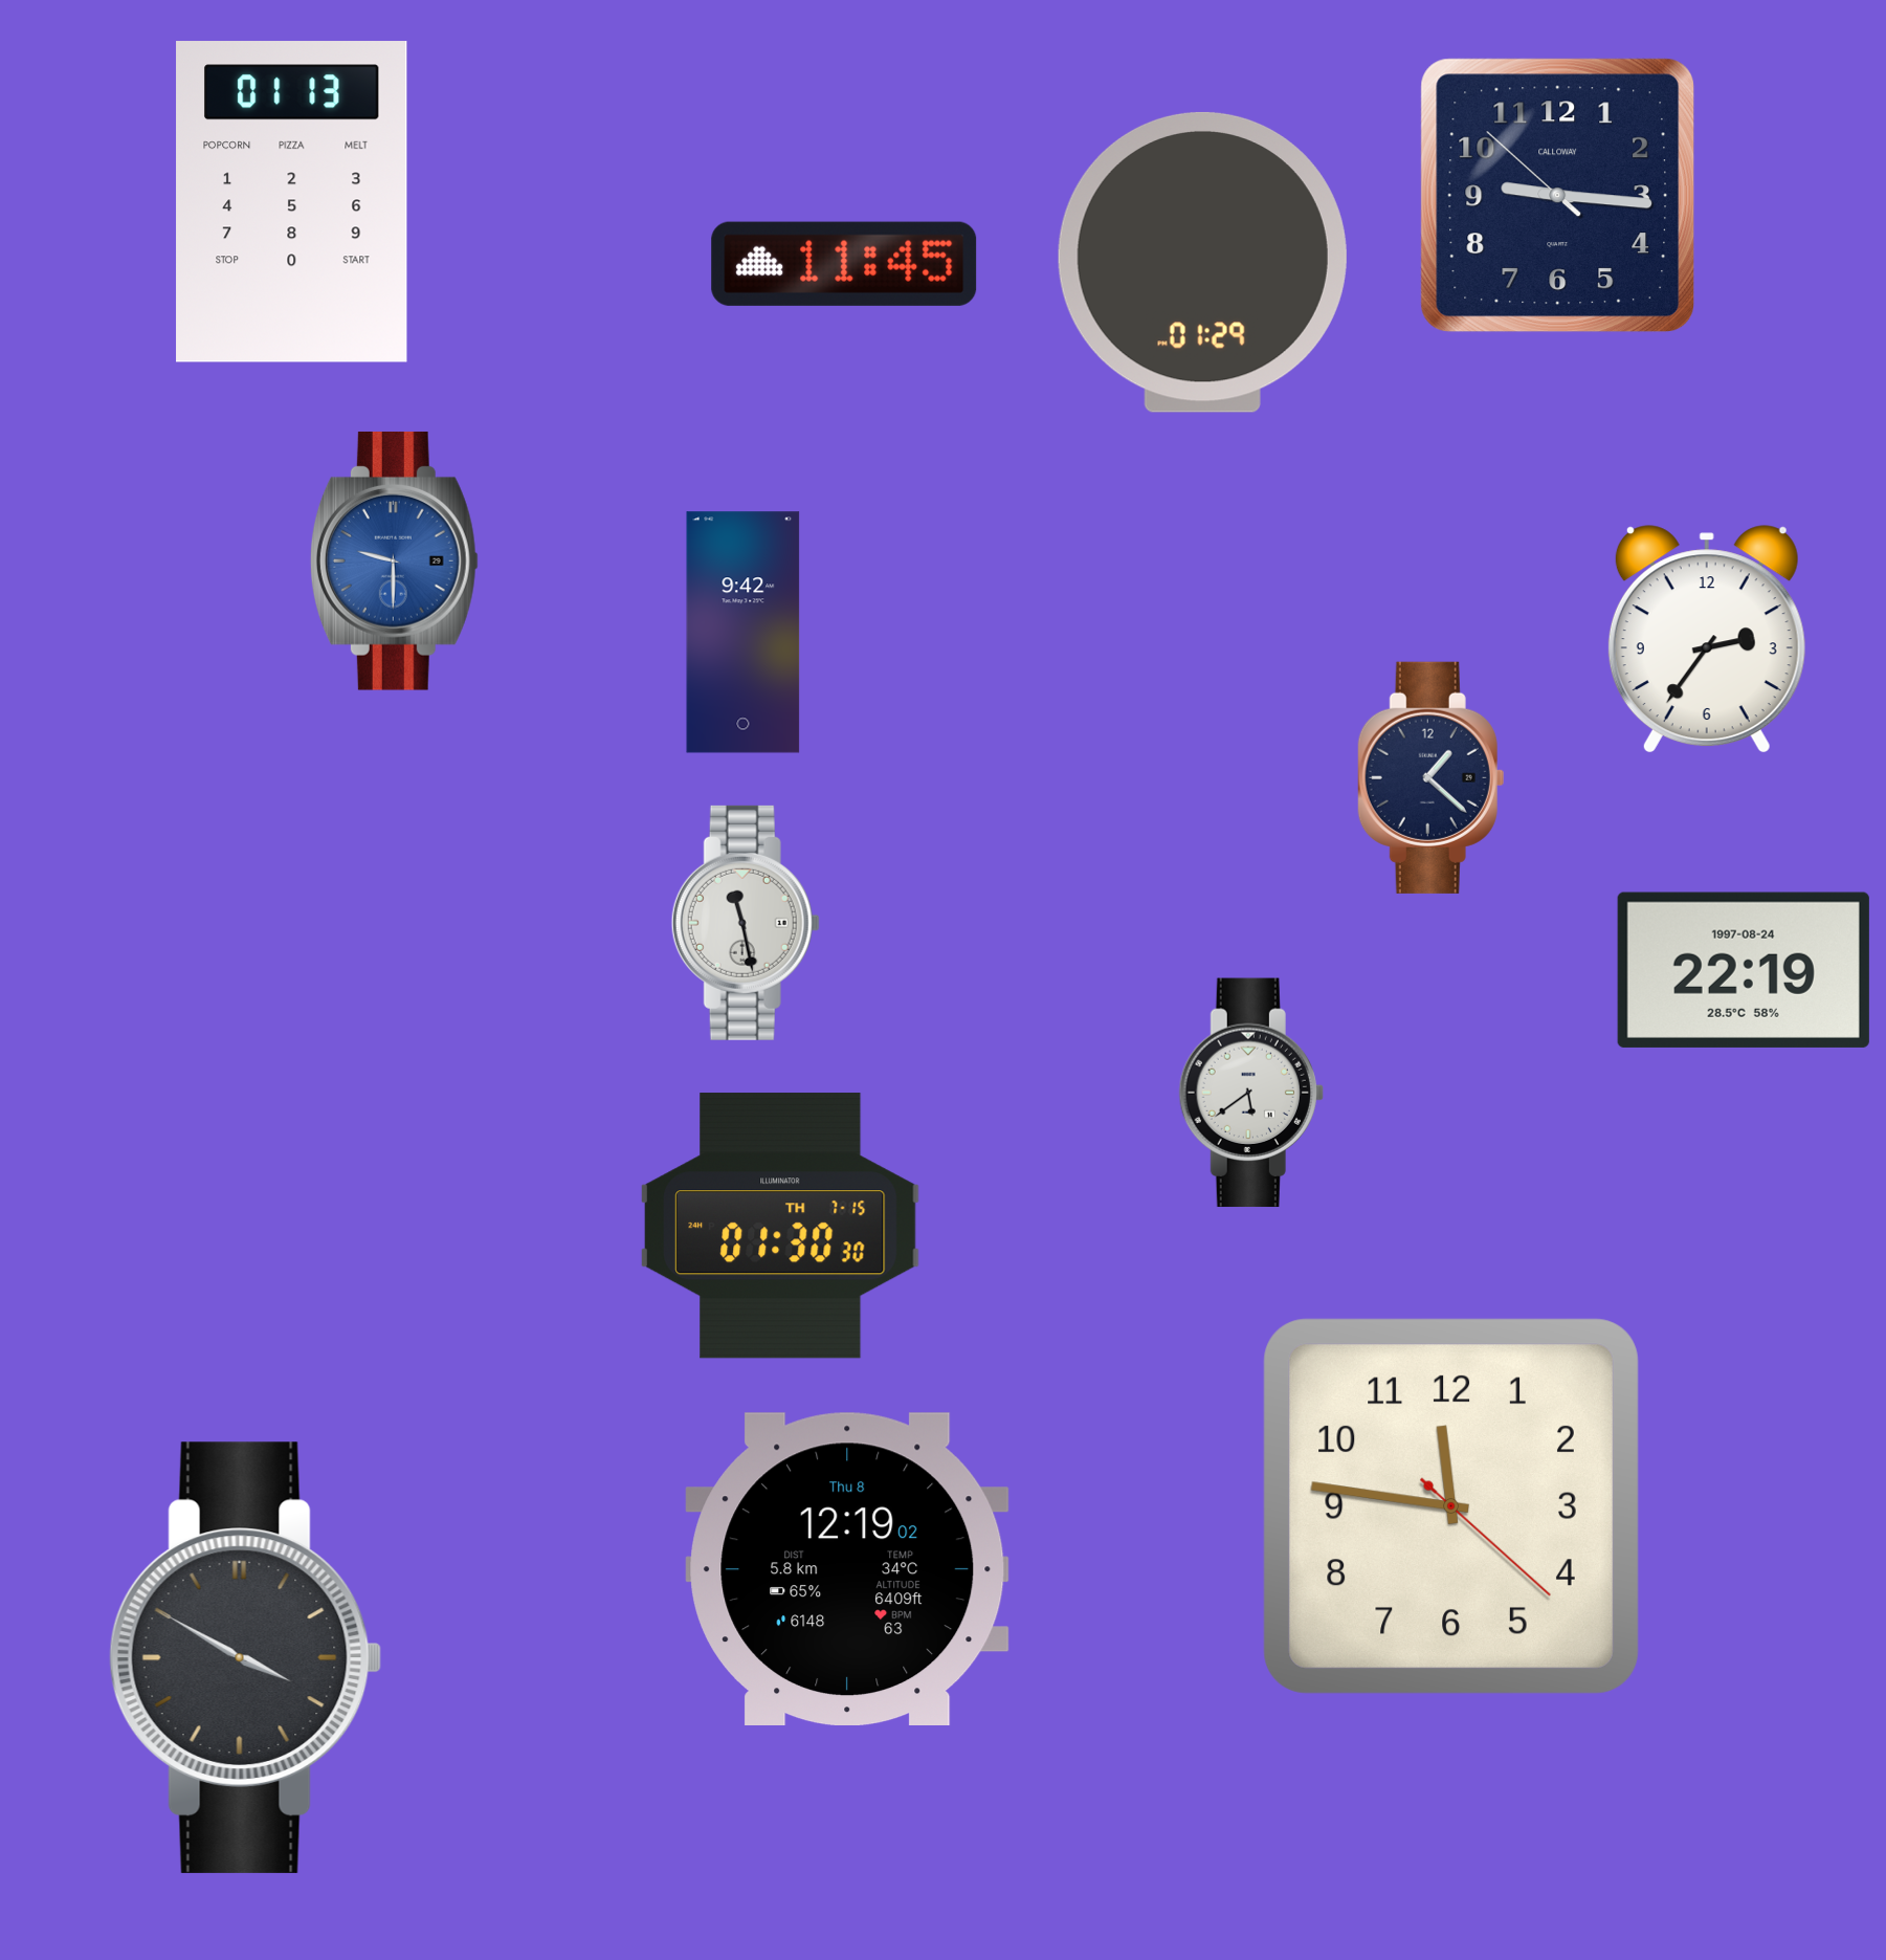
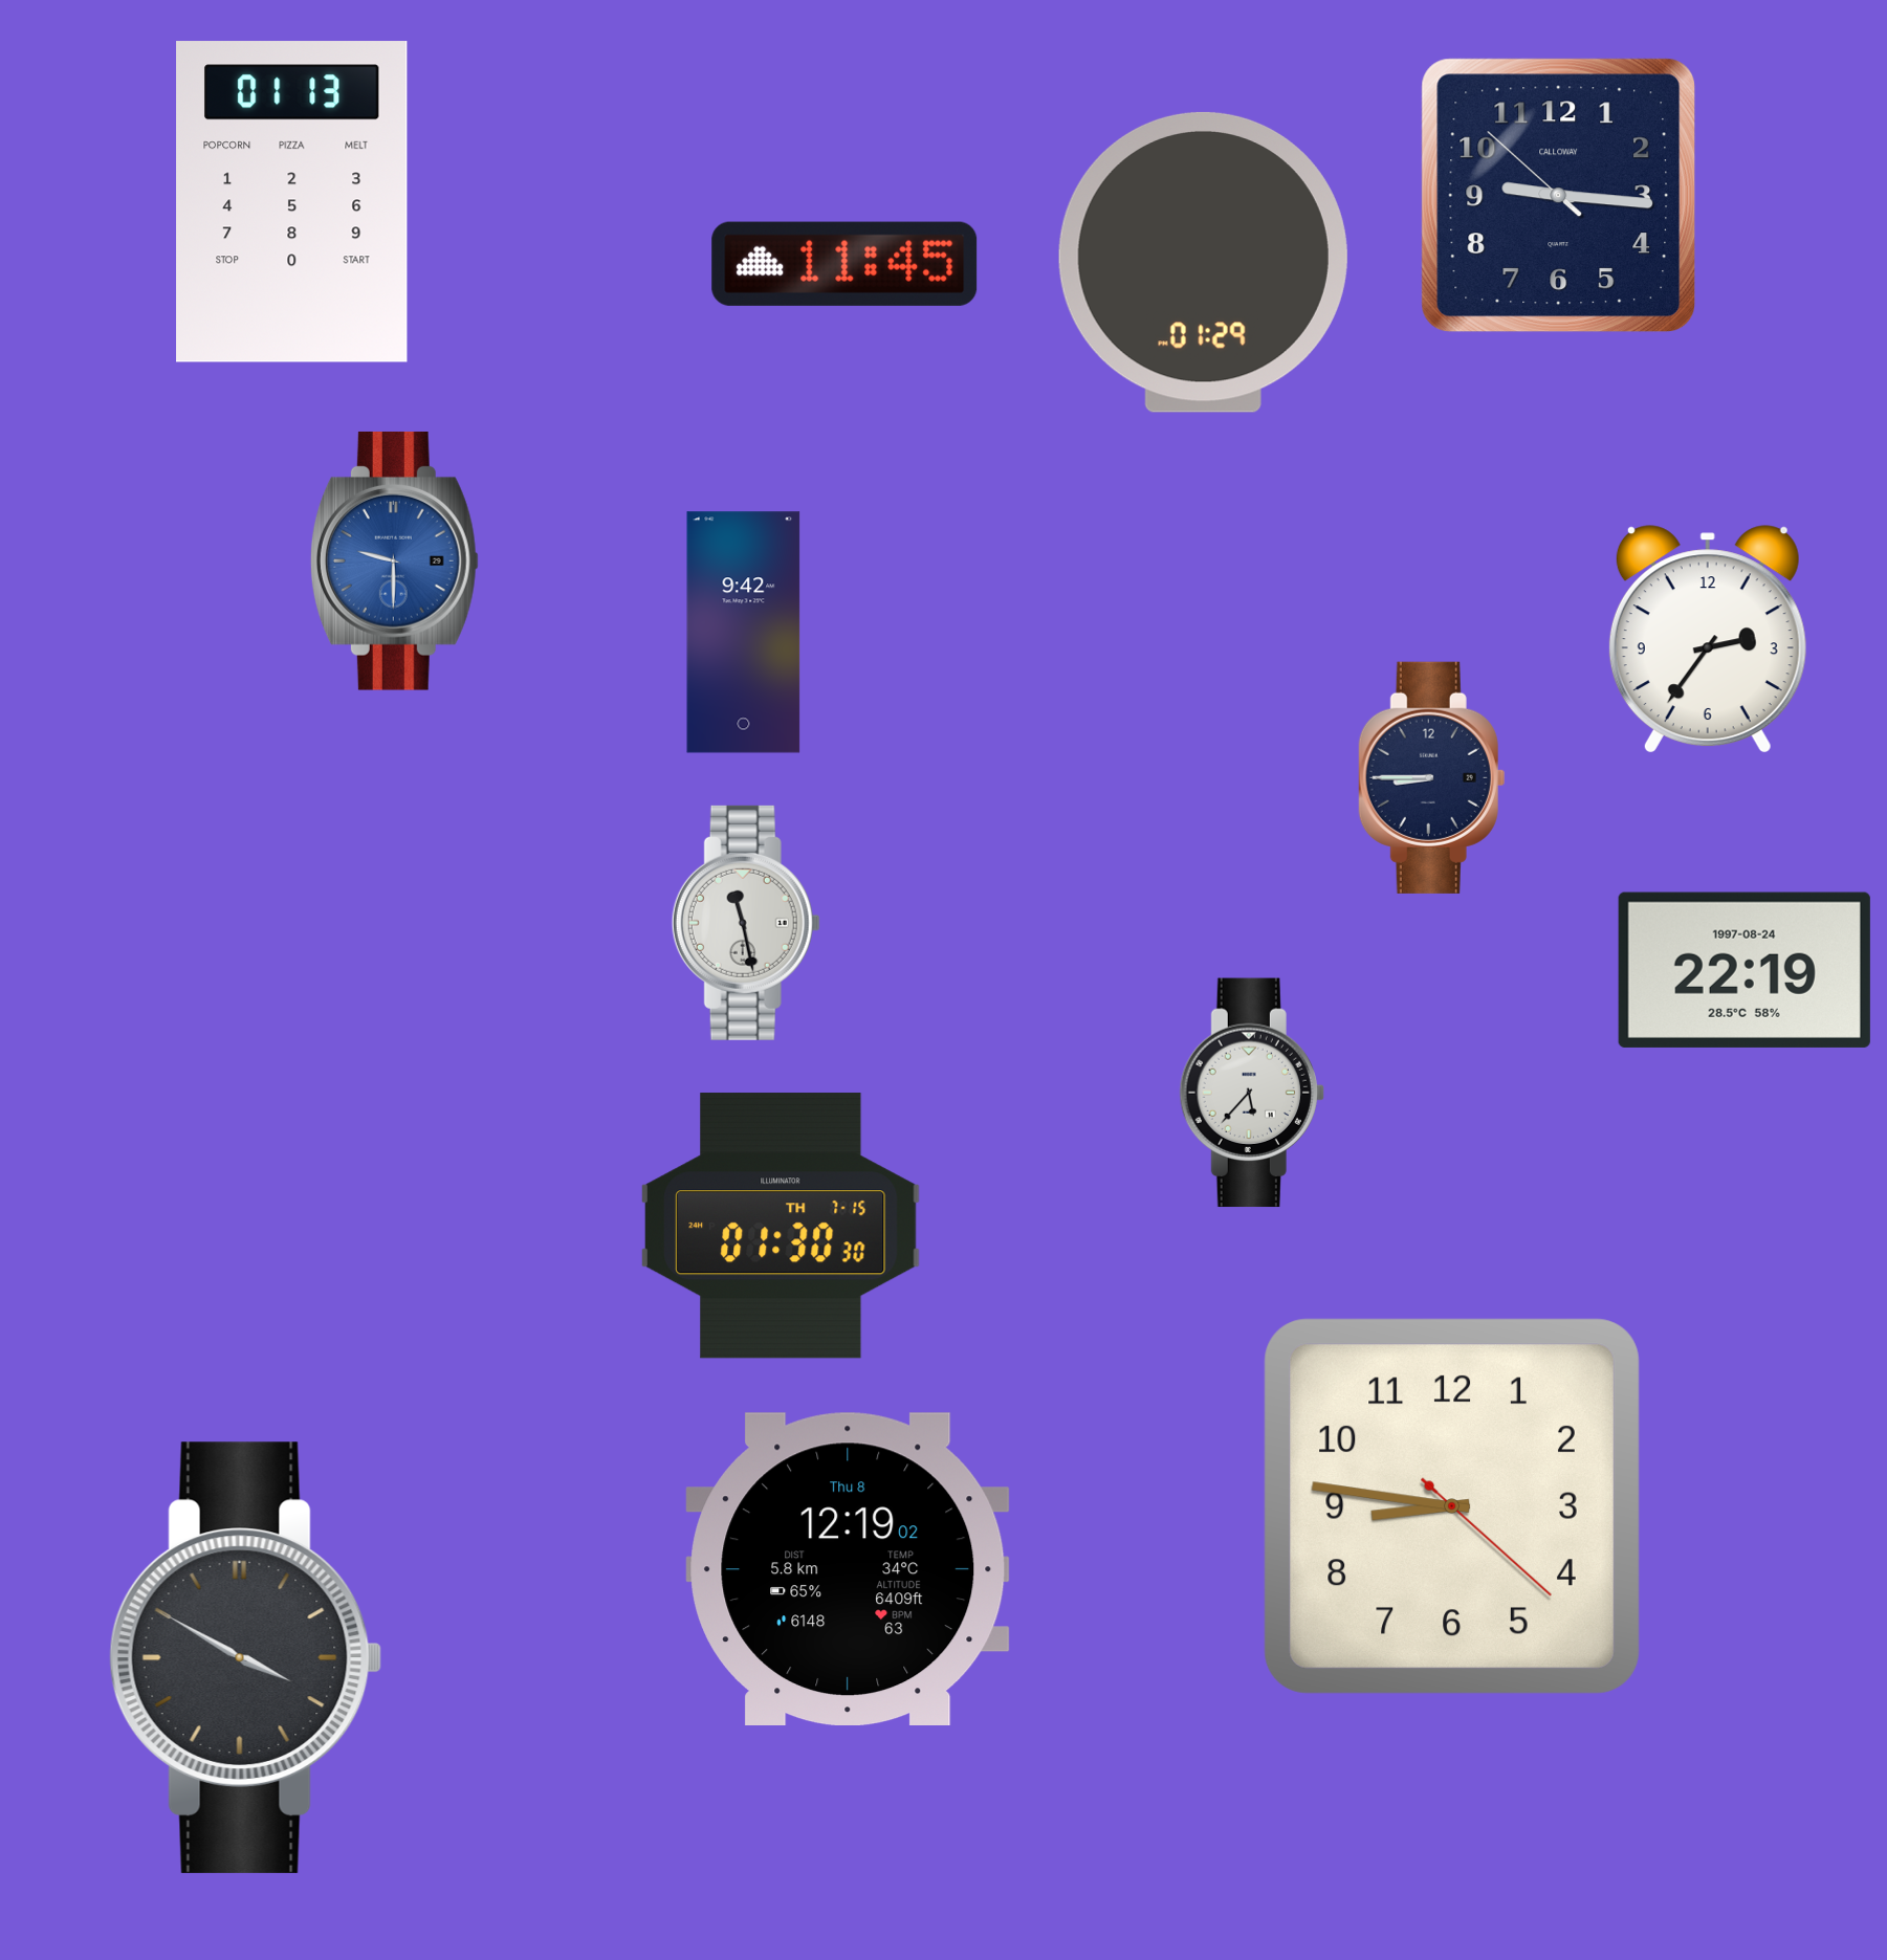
clock at (1432, 777): 1:22 -> 8:45
clock at (1251, 1093): 5:39 -> 5:37
clock at (1451, 1506): 11:46 -> 8:46
